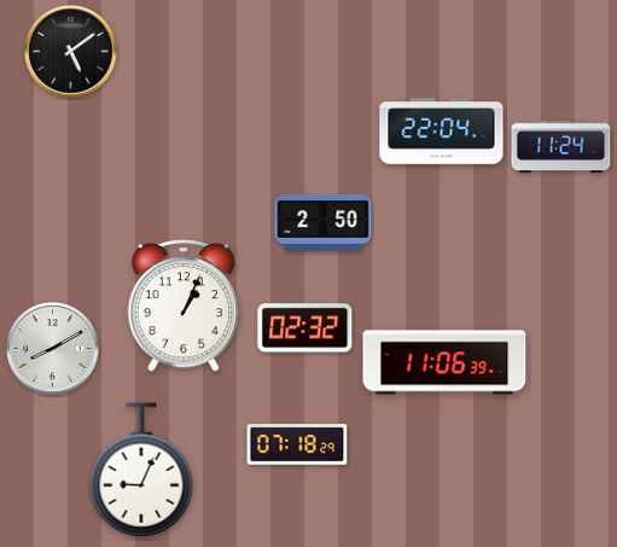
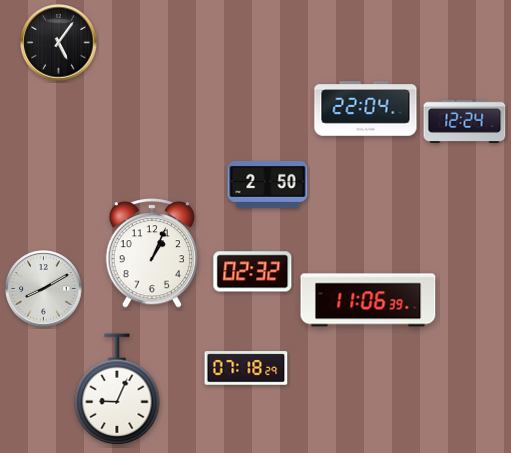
clock at (71, 52): 5:09 -> 5:06
clock at (561, 147): 11:24 -> 12:24
